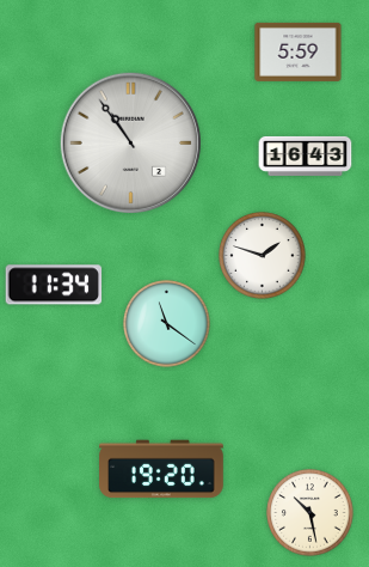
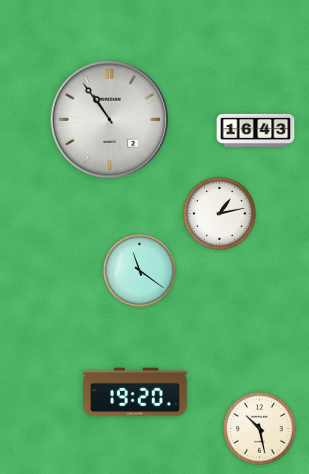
clock at (299, 51): 5:59 -> none
clock at (263, 256): 1:48 -> 1:13
clock at (54, 285): 11:34 -> none
